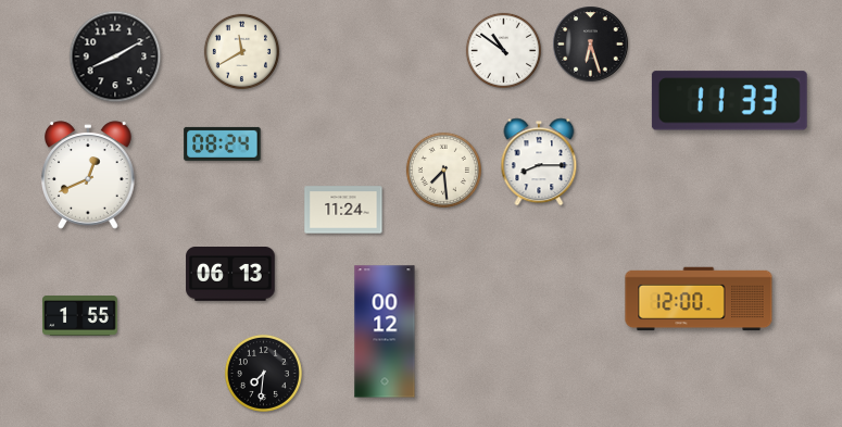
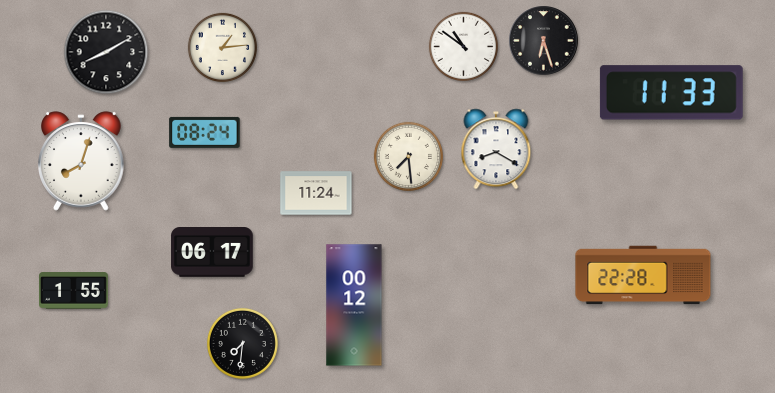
clock at (241, 51): 11:40 -> 1:14
clock at (539, 162): 8:15 -> 8:20
clock at (89, 175): 12:41 -> 8:03
clock at (230, 275): 06:13 -> 06:17
clock at (699, 299): 12:00 -> 22:28
